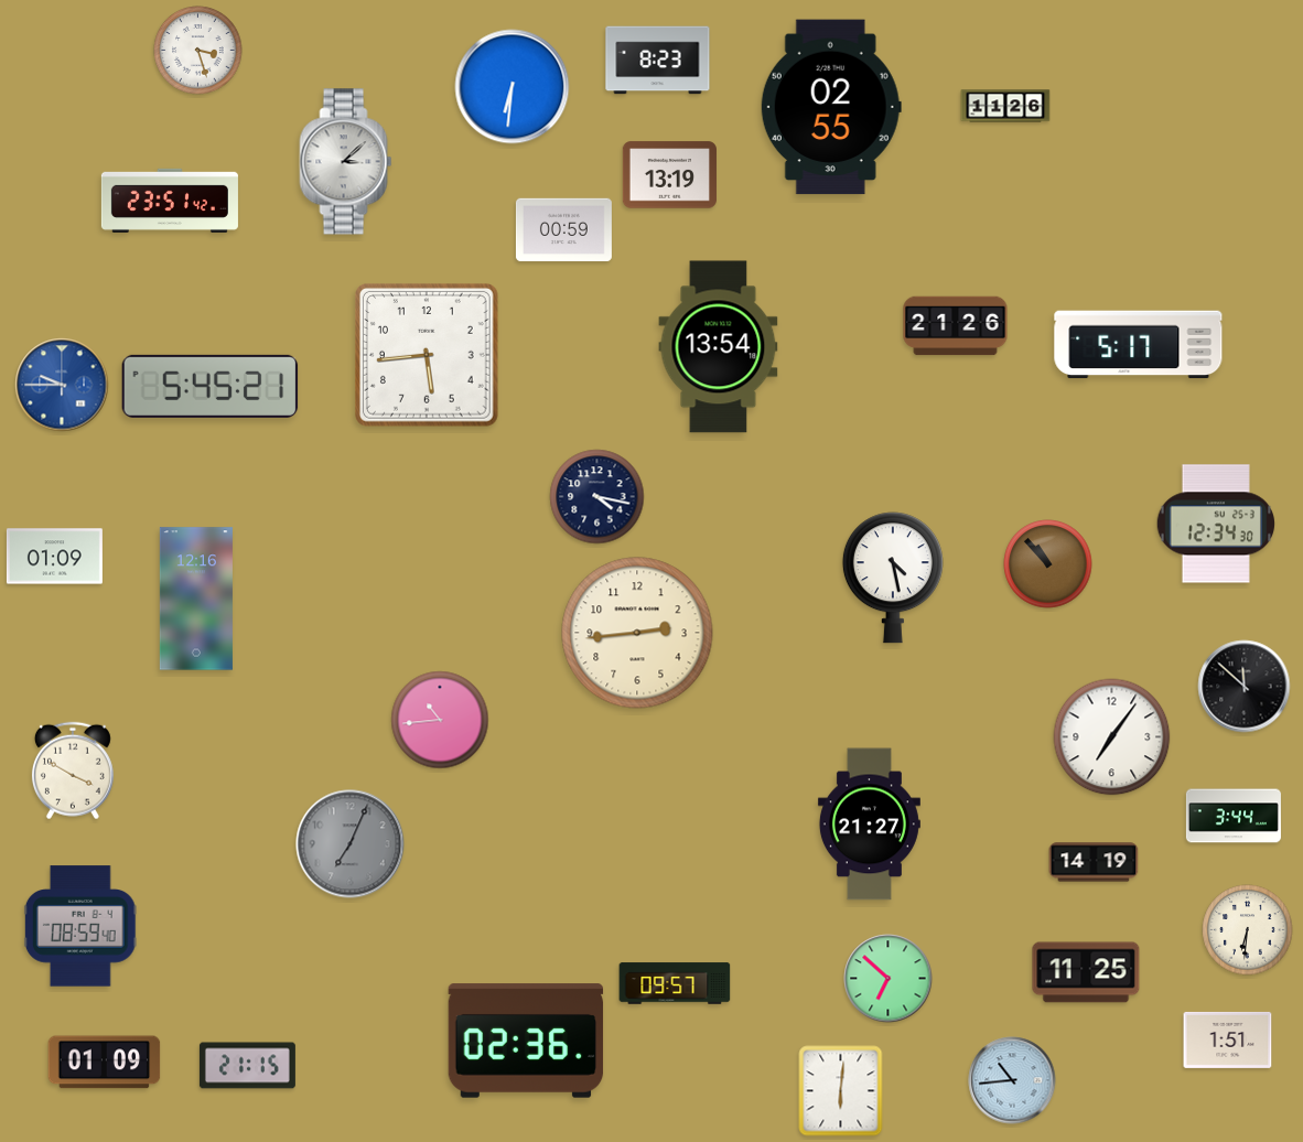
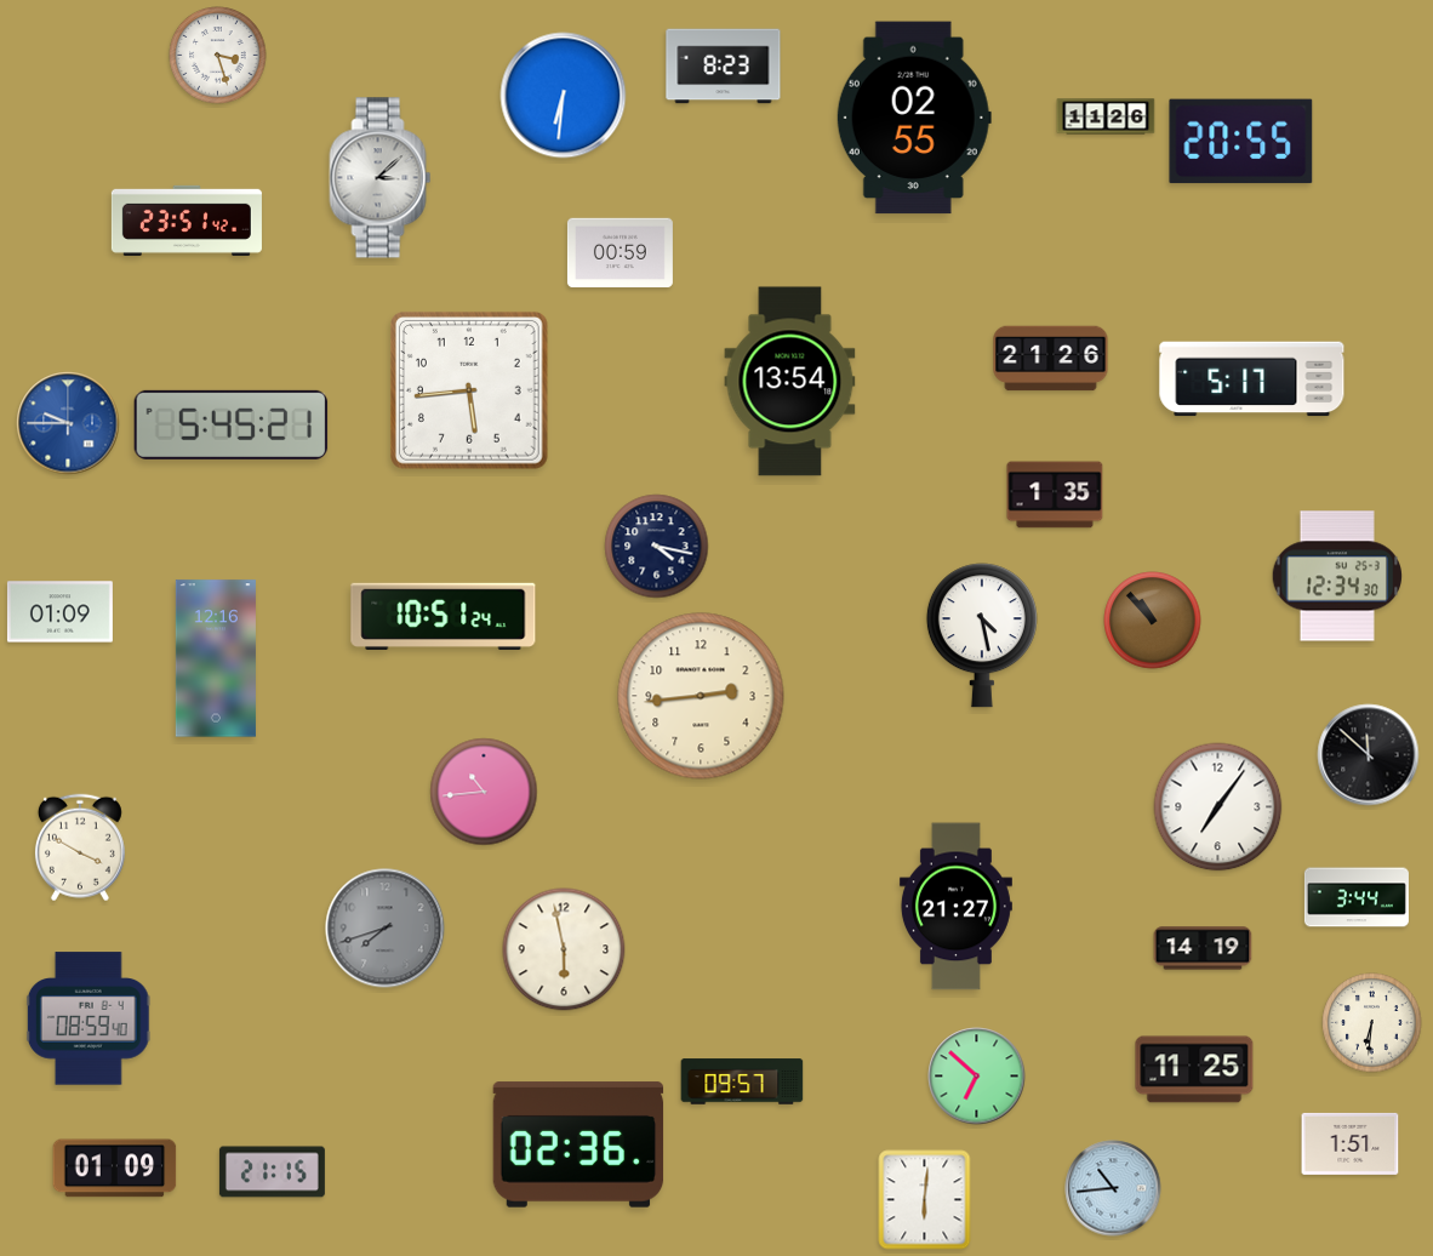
clock at (1241, 142): none -> 20:55
clock at (669, 175): 13:19 -> none
clock at (1055, 495): none -> 1:35
clock at (444, 616): none -> 10:51
clock at (1112, 737) position: (1112, 737) -> (1218, 807)
clock at (351, 844): 7:04 -> 7:42
clock at (564, 949): none -> 5:58
